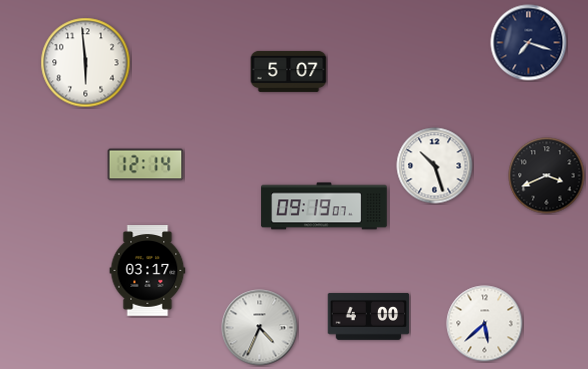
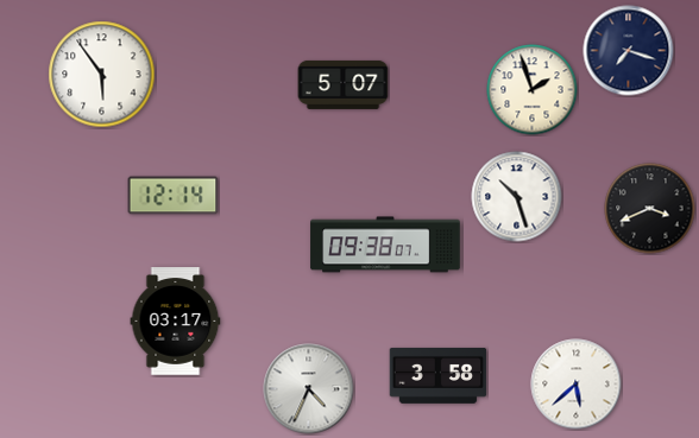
clock at (86, 63): 5:59 -> 5:54
clock at (533, 90): none -> 1:57
clock at (324, 206): 09:19 -> 09:38
clock at (369, 316): 4:00 -> 3:58
